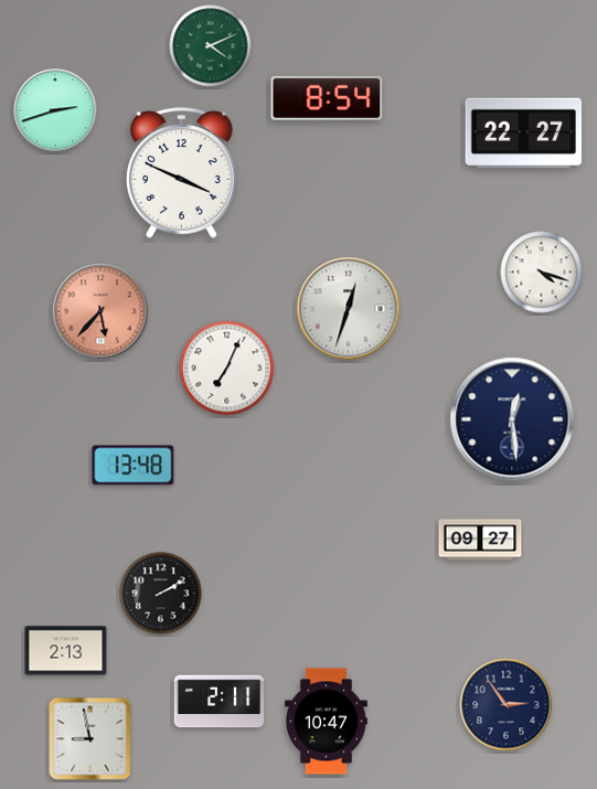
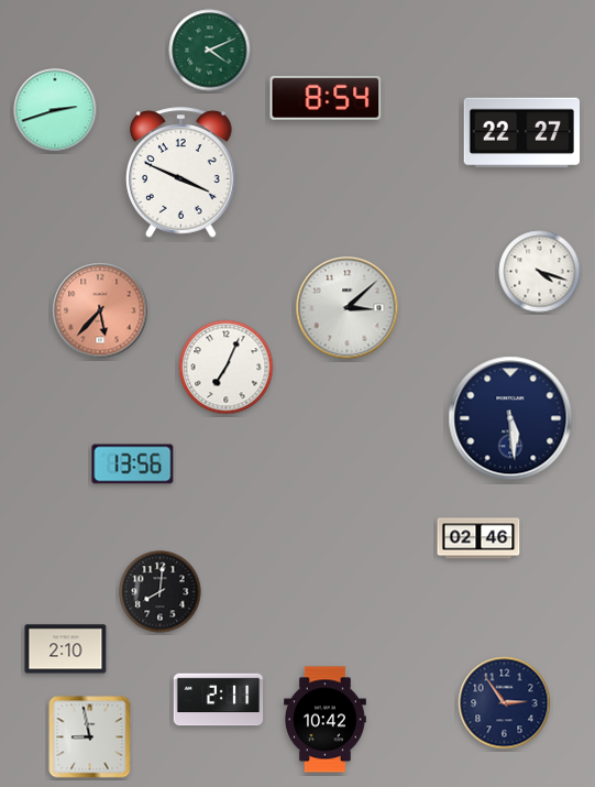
clock at (211, 46) position: (211, 46) -> (210, 51)
clock at (349, 309): 12:33 -> 3:08
clock at (512, 419): 12:29 -> 5:29
clock at (134, 466): 13:48 -> 13:56
clock at (480, 540): 09:27 -> 02:46
clock at (161, 594): 2:10 -> 8:01
clock at (66, 651): 2:13 -> 2:10
clock at (327, 722): 10:47 -> 10:42
